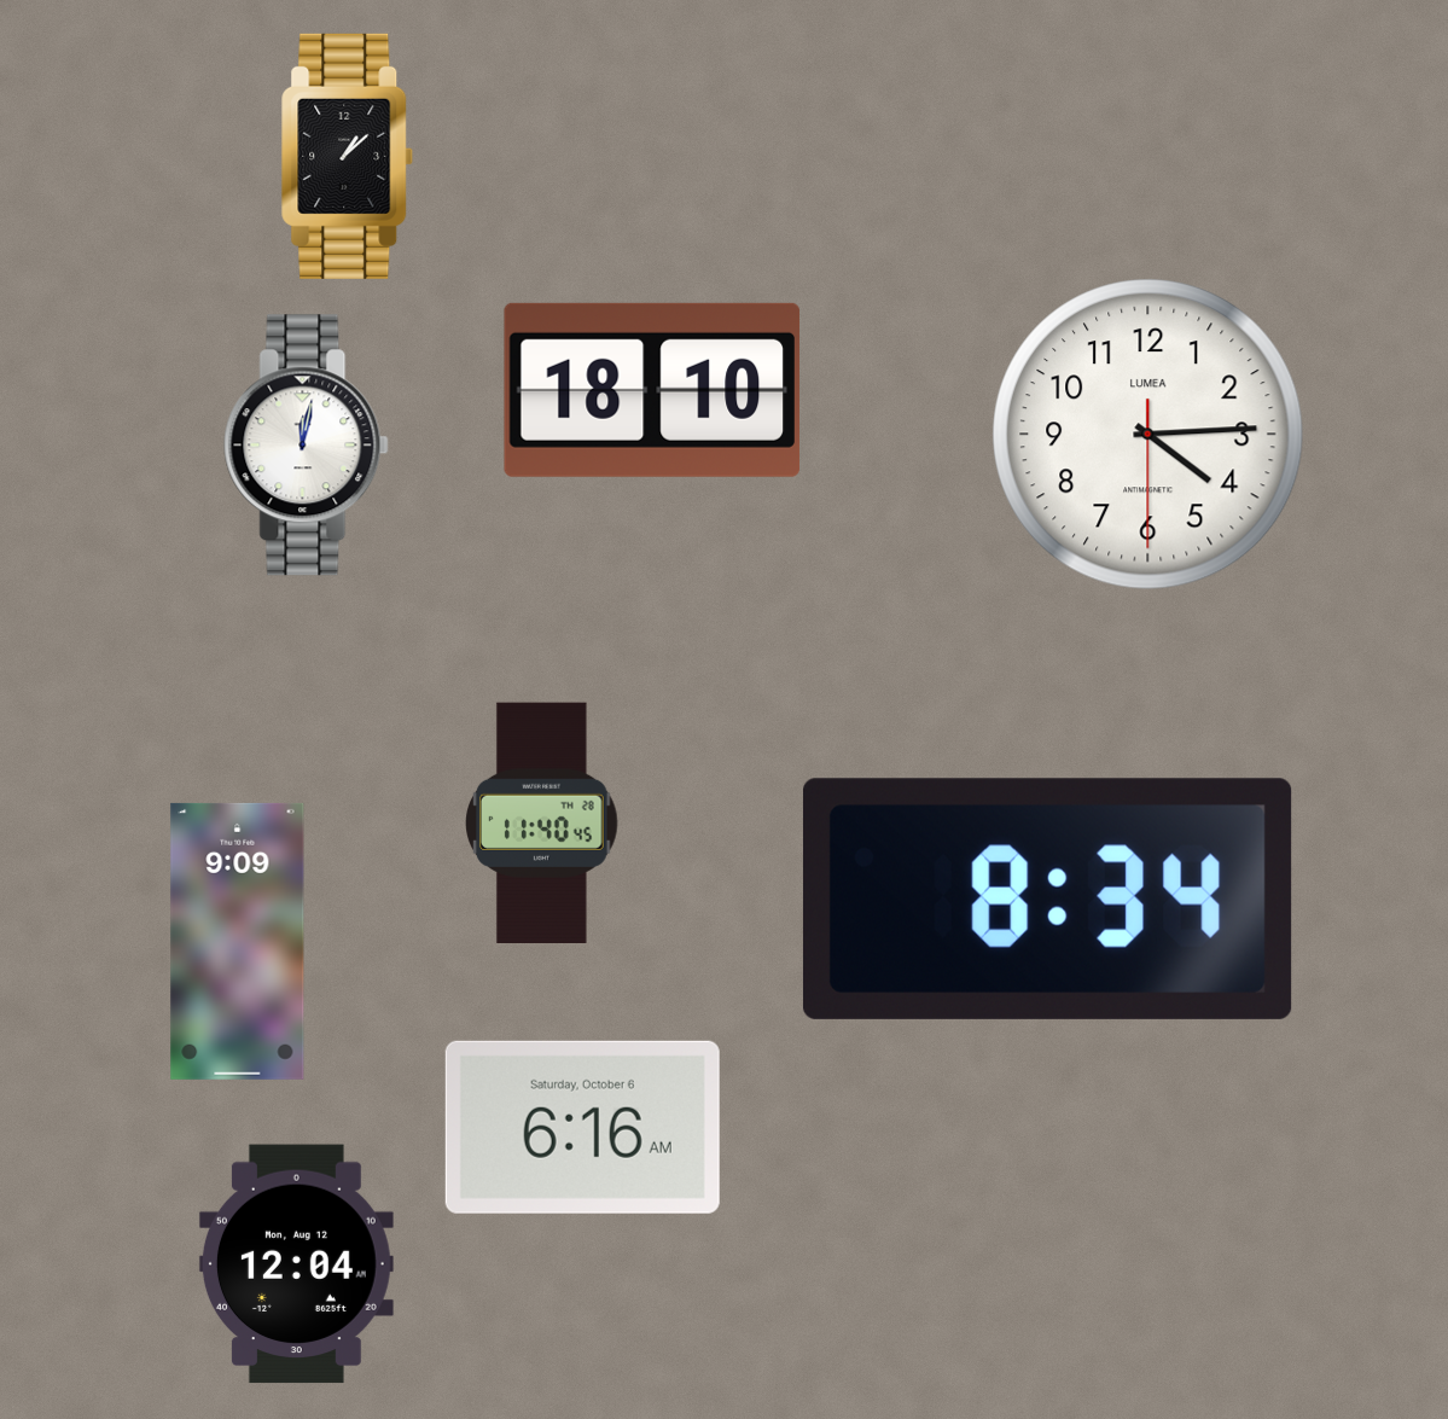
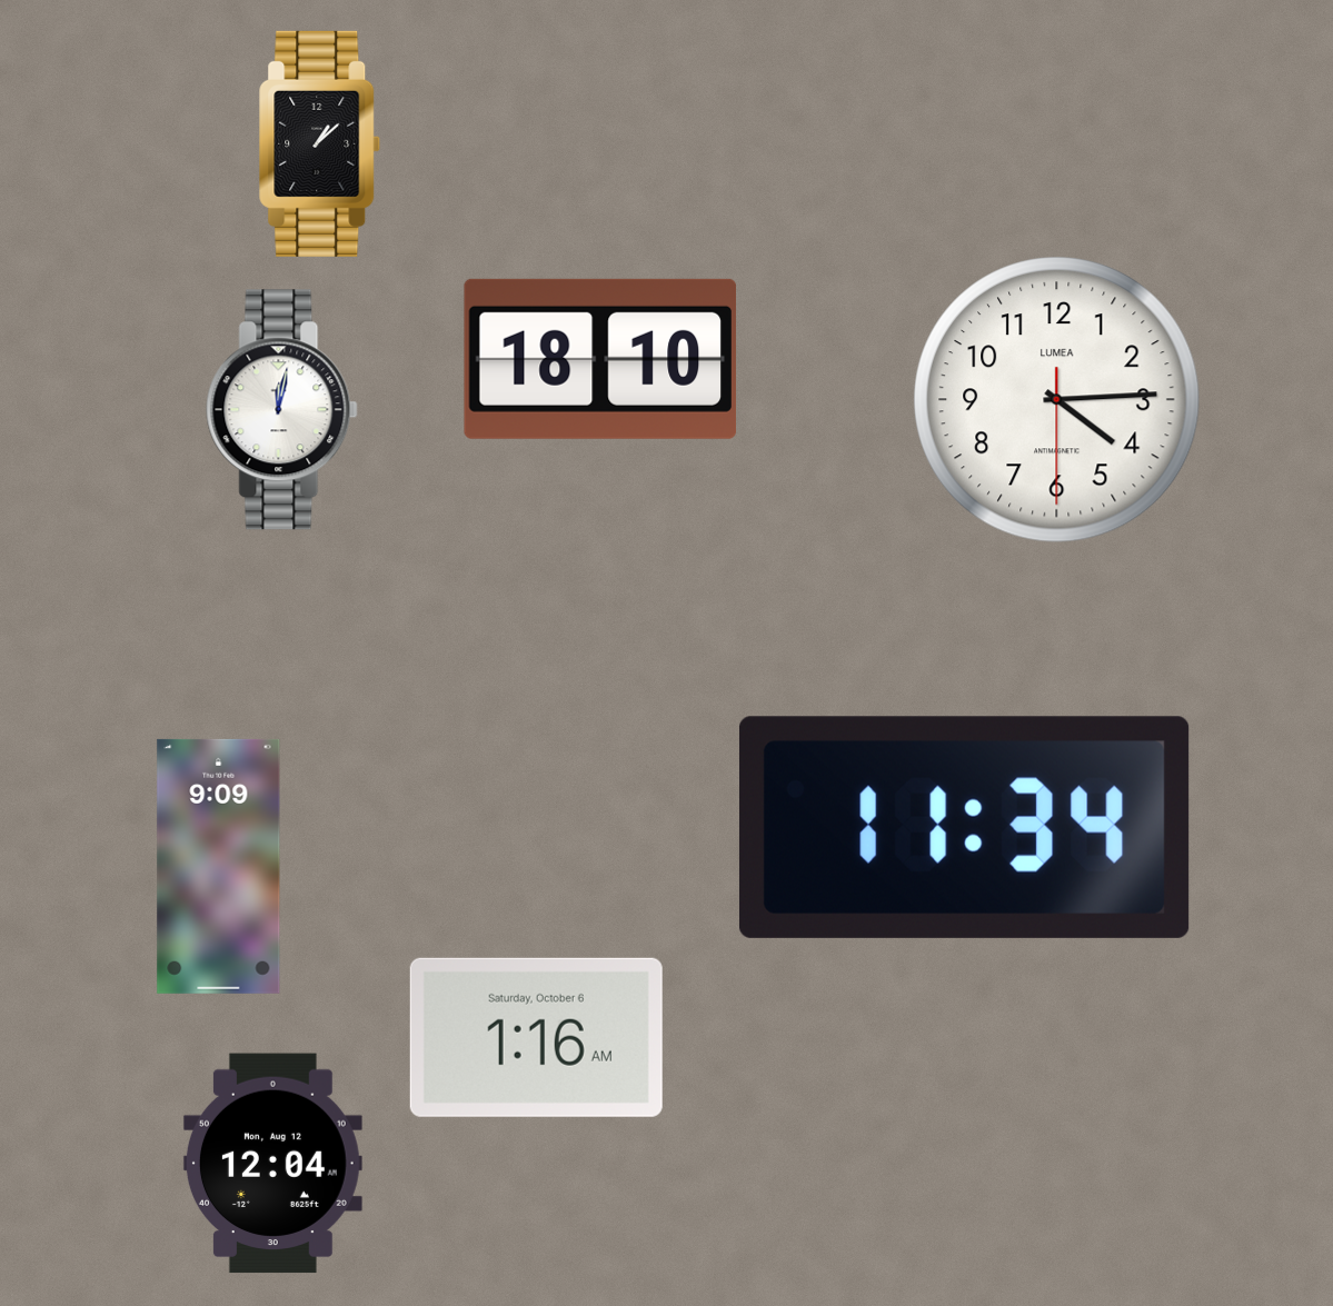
clock at (542, 822): 11:40 -> none
clock at (1047, 898): 8:34 -> 11:34
clock at (582, 1127): 6:16 -> 1:16
